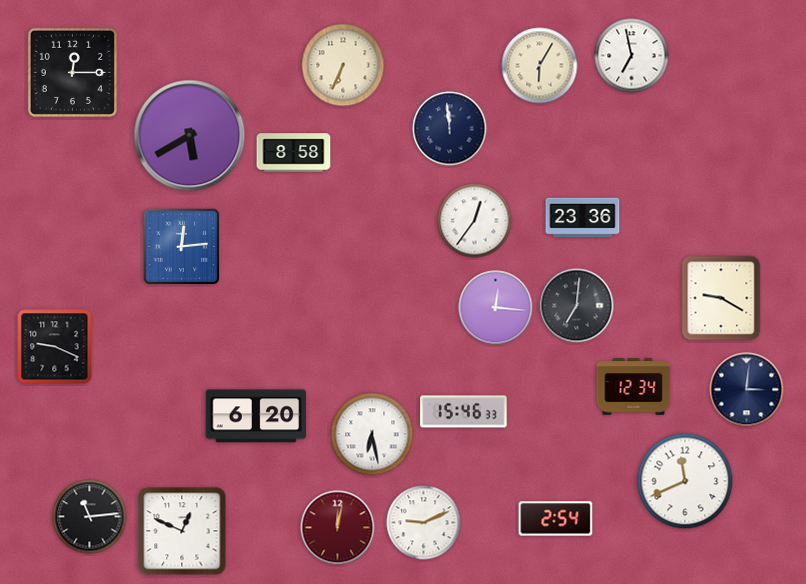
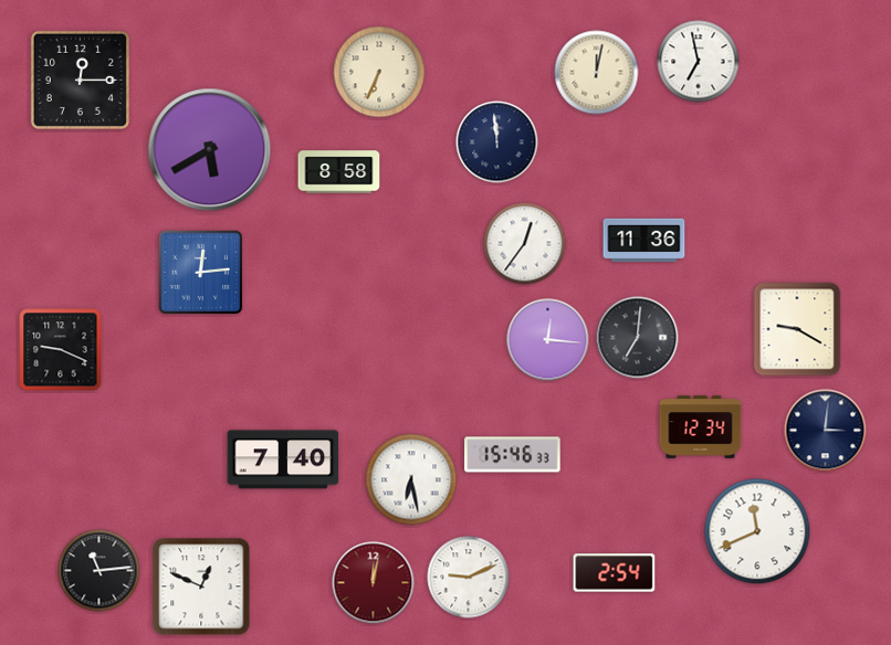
clock at (540, 66): 6:05 -> 12:02
clock at (294, 153) position: (294, 153) -> (339, 172)
clock at (583, 218): 23:36 -> 11:36
clock at (55, 347) position: (55, 347) -> (61, 350)
clock at (256, 416): 6:20 -> 7:40
